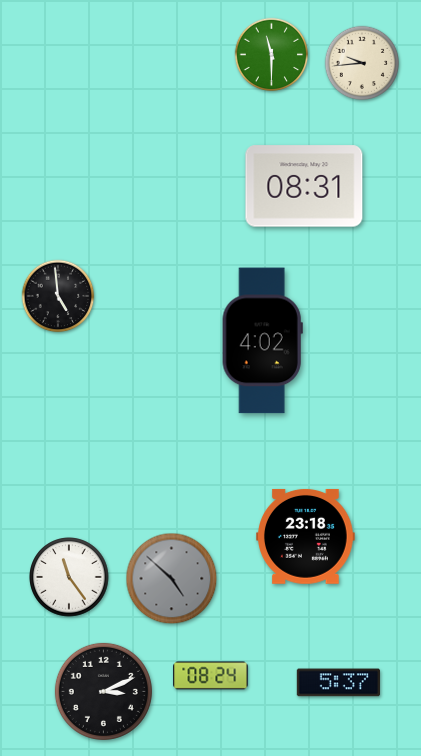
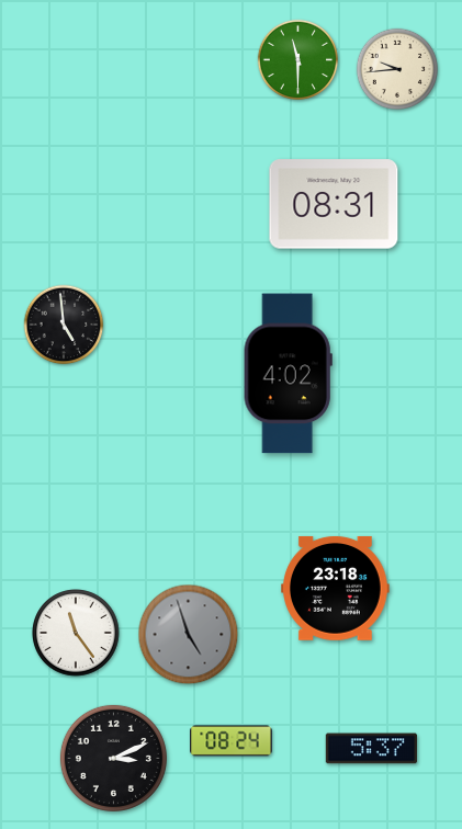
clock at (172, 579): 4:52 -> 4:57
